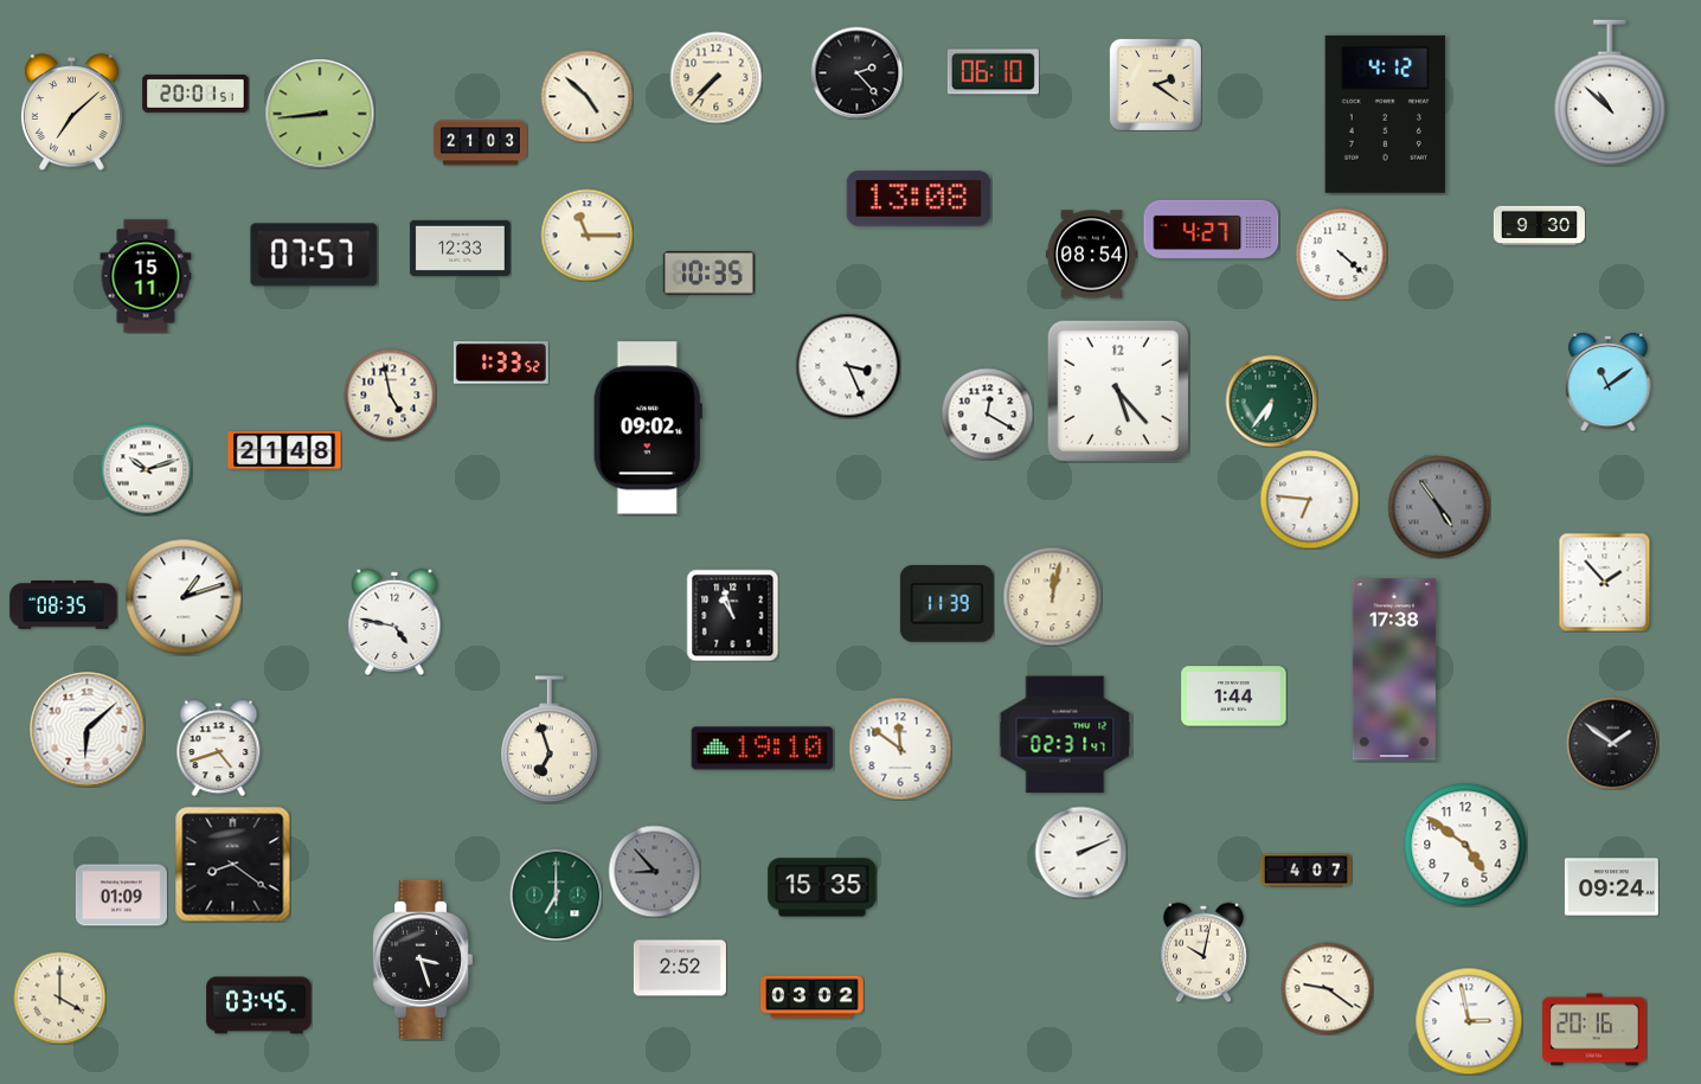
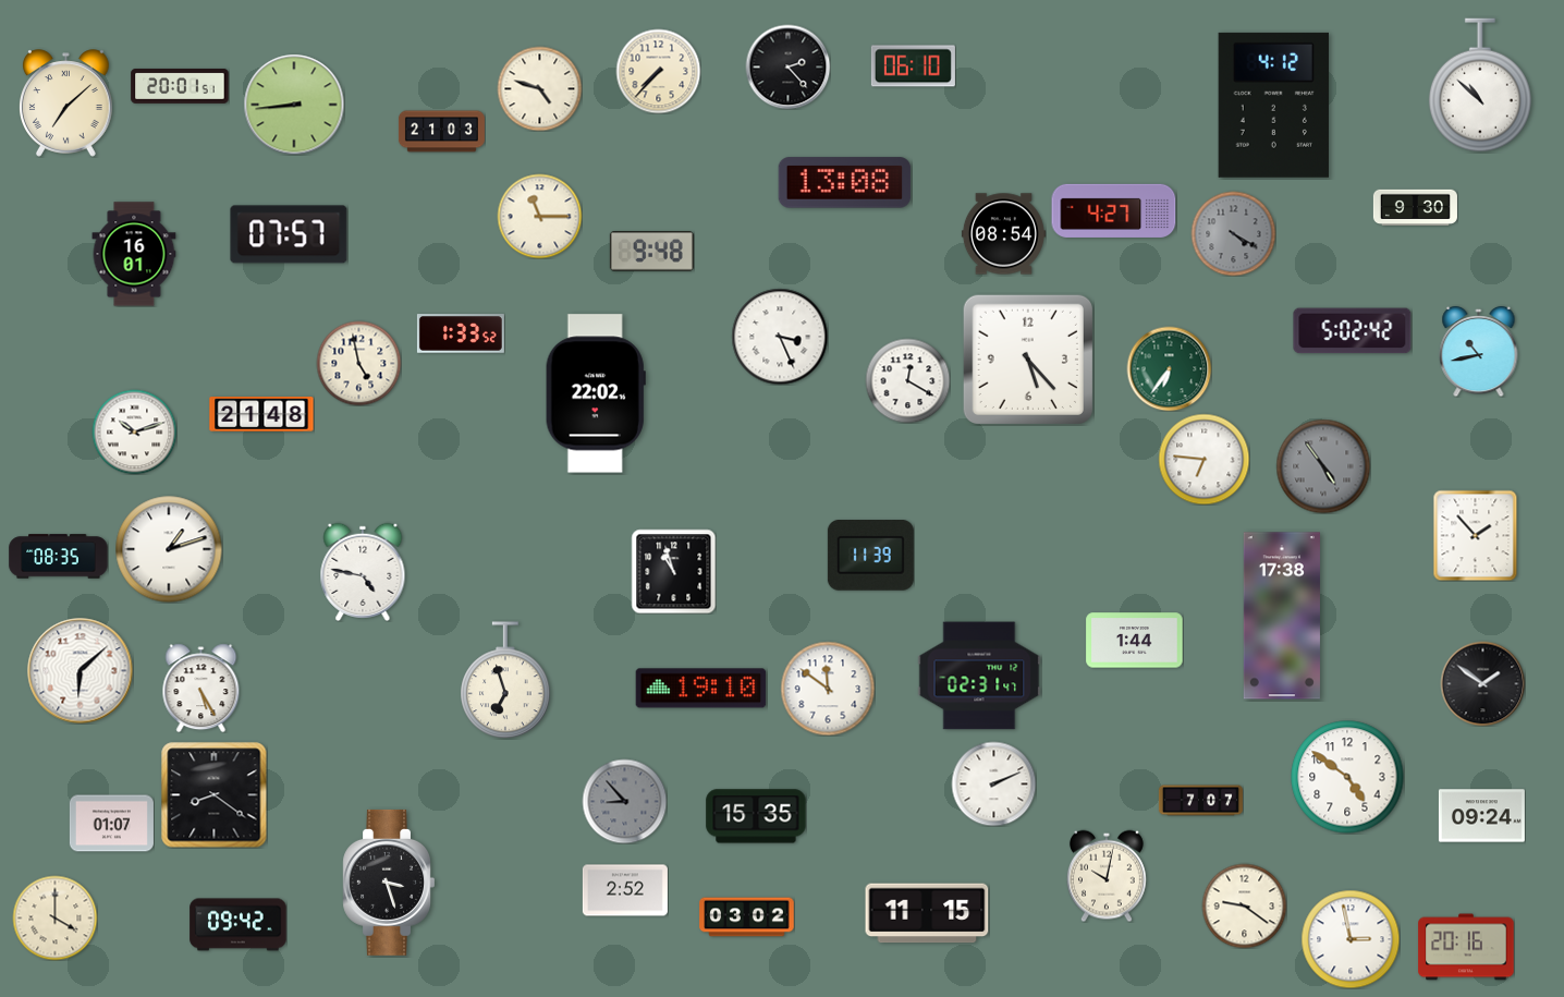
clock at (1155, 84): 2:21 -> none
clock at (586, 96): 4:52 -> 4:48
clock at (461, 248): 12:33 -> none
clock at (1341, 254): 4:22 -> 4:20
clock at (1341, 254) dial: white -> grey
clock at (708, 274): 10:35 -> 9:48
clock at (146, 276): 15:11 -> 16:01
clock at (1353, 331): none -> 5:02
clock at (1609, 381): 11:09 -> 10:43
clock at (648, 428): 09:02 -> 22:02
clock at (1052, 596): 12:02 -> none
clock at (732, 615) position: (732, 615) -> (673, 571)
clock at (219, 748): 4:42 -> 5:25
clock at (654, 871) position: (654, 871) -> (624, 801)
clock at (1305, 871): 4:07 -> 7:07
clock at (556, 894): 7:00 -> none
clock at (121, 896): 01:09 -> 01:07
clock at (1327, 988) position: (1327, 988) -> (1244, 905)
clock at (927, 913): none -> 11:15
clock at (259, 1006): 03:45 -> 09:42
